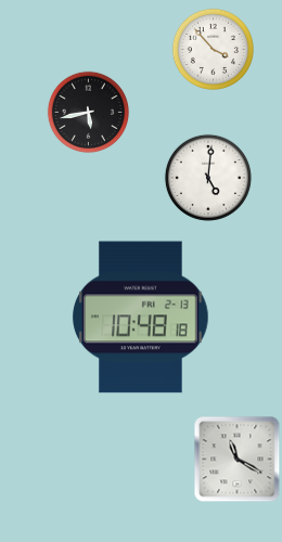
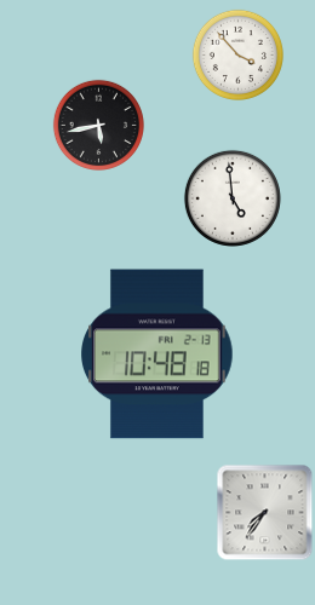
clock at (208, 178): 5:01 -> 4:59
clock at (238, 460): 11:20 -> 7:36
